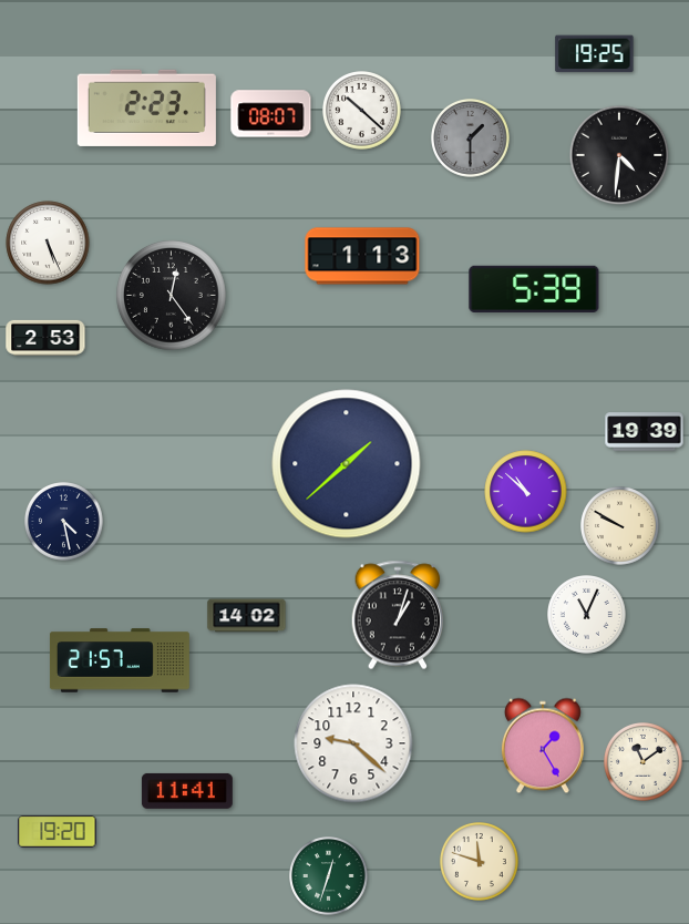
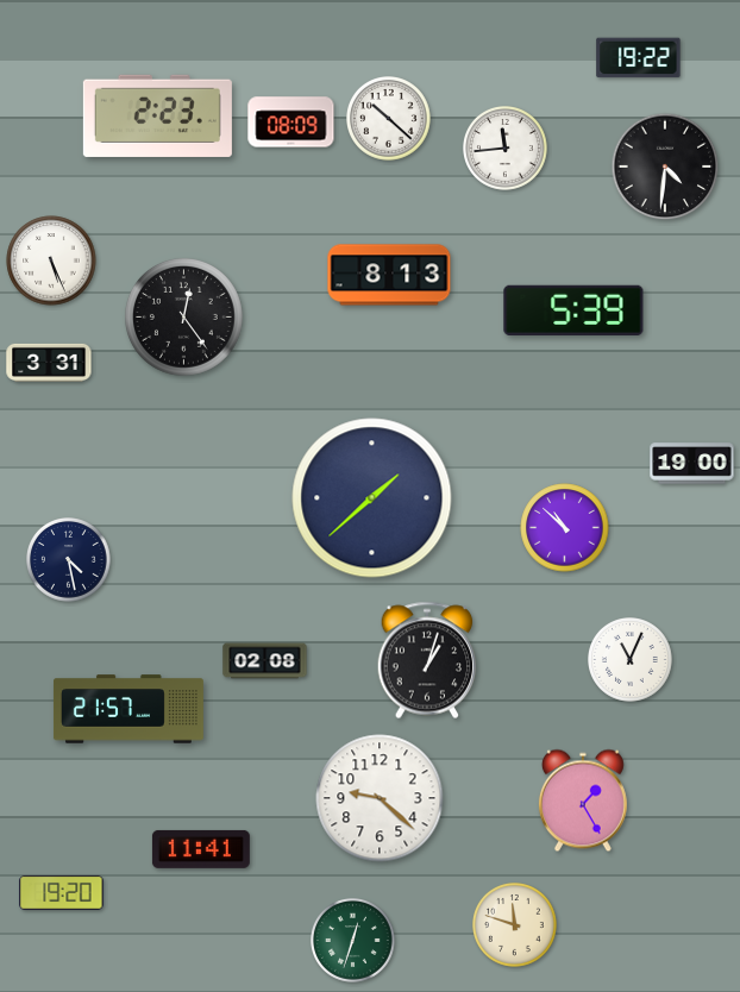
clock at (595, 54): 19:25 -> 19:22
clock at (271, 114): 08:07 -> 08:09
clock at (471, 138): 1:30 -> 11:44
clock at (471, 138) dial: grey -> white
clock at (362, 256): 1:13 -> 8:13
clock at (45, 338): 2:53 -> 3:31
clock at (645, 432): 19:39 -> 19:00
clock at (620, 526): 9:50 -> none
clock at (247, 616): 14:02 -> 02:08
clock at (644, 762): 11:09 -> none
